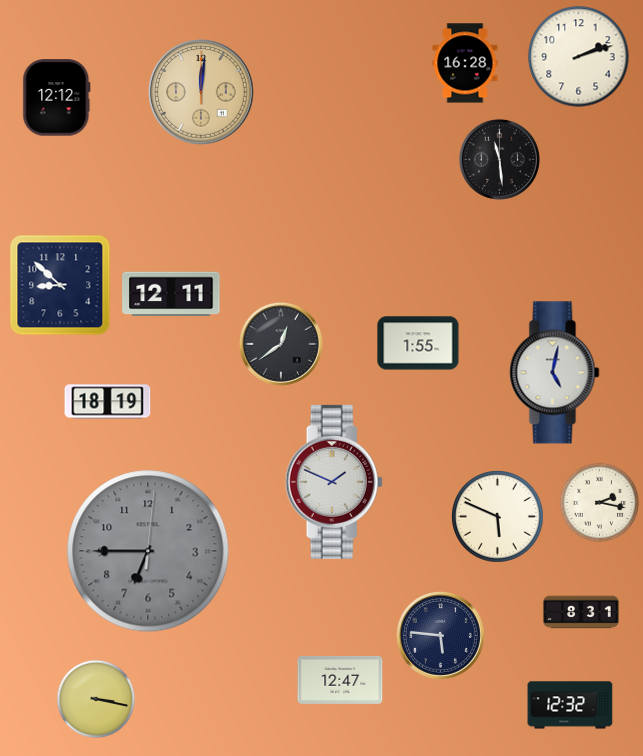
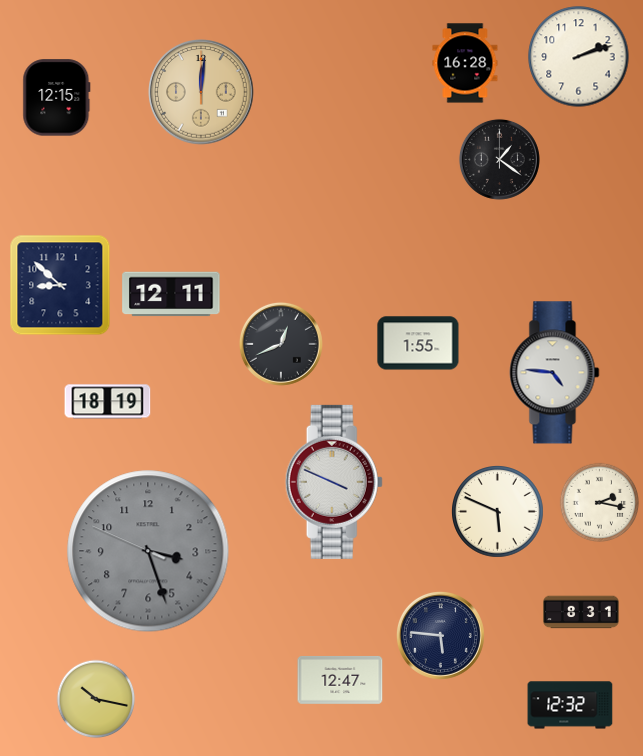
clock at (57, 98): 12:12 -> 12:15
clock at (499, 159): 11:29 -> 1:21
clock at (281, 344): 12:39 -> 12:41
clock at (555, 373): 5:02 -> 4:46
clock at (334, 482): 1:49 -> 3:49
clock at (498, 517) position: (498, 517) -> (498, 512)
clock at (148, 551): 6:45 -> 3:26
clock at (96, 699): 3:17 -> 10:17
